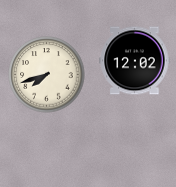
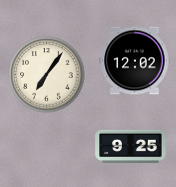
clock at (47, 75): 7:42 -> 7:06
clock at (131, 146): none -> 9:25
